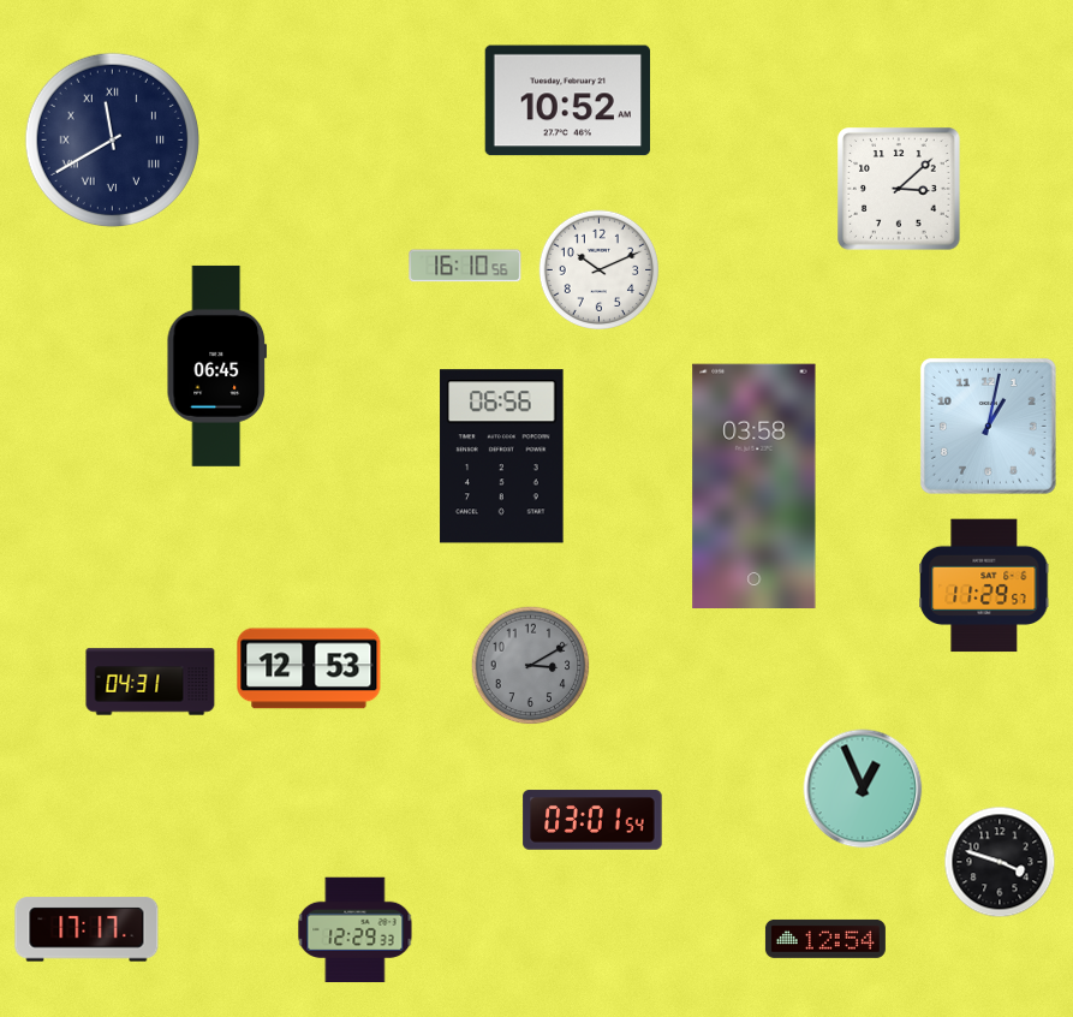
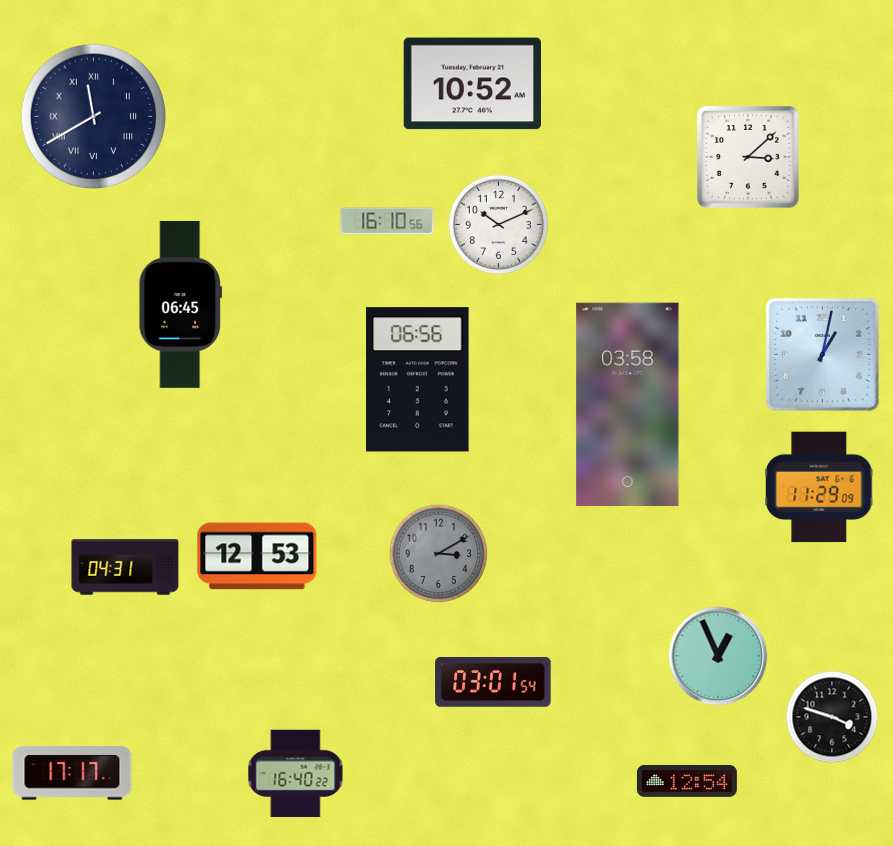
clock at (984, 585): 11:29:57 -> 11:29:09
clock at (531, 666) position: (531, 666) -> (439, 554)
clock at (356, 930): 12:29 -> 16:40
